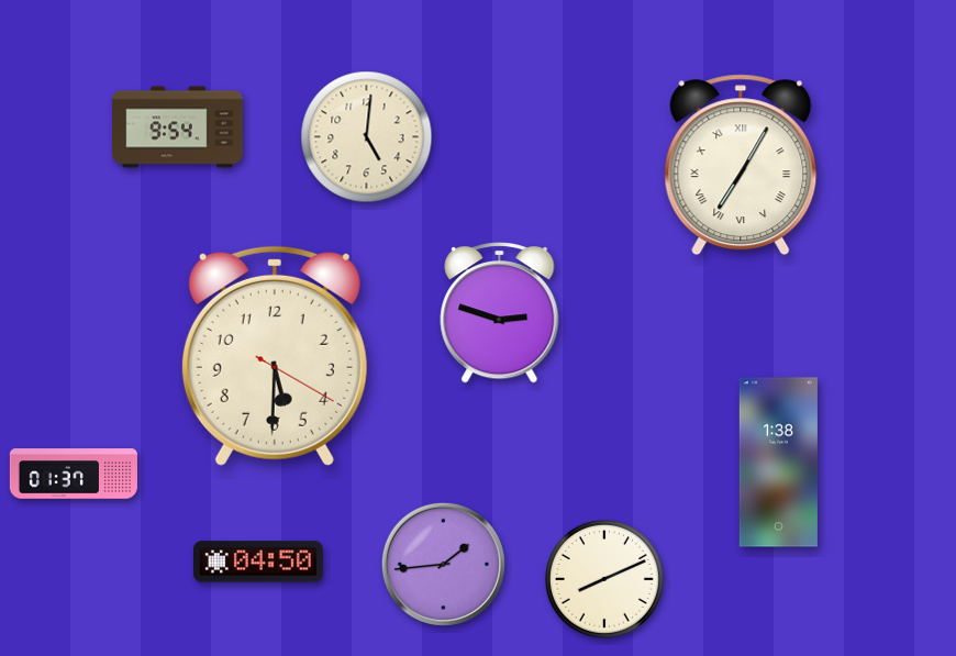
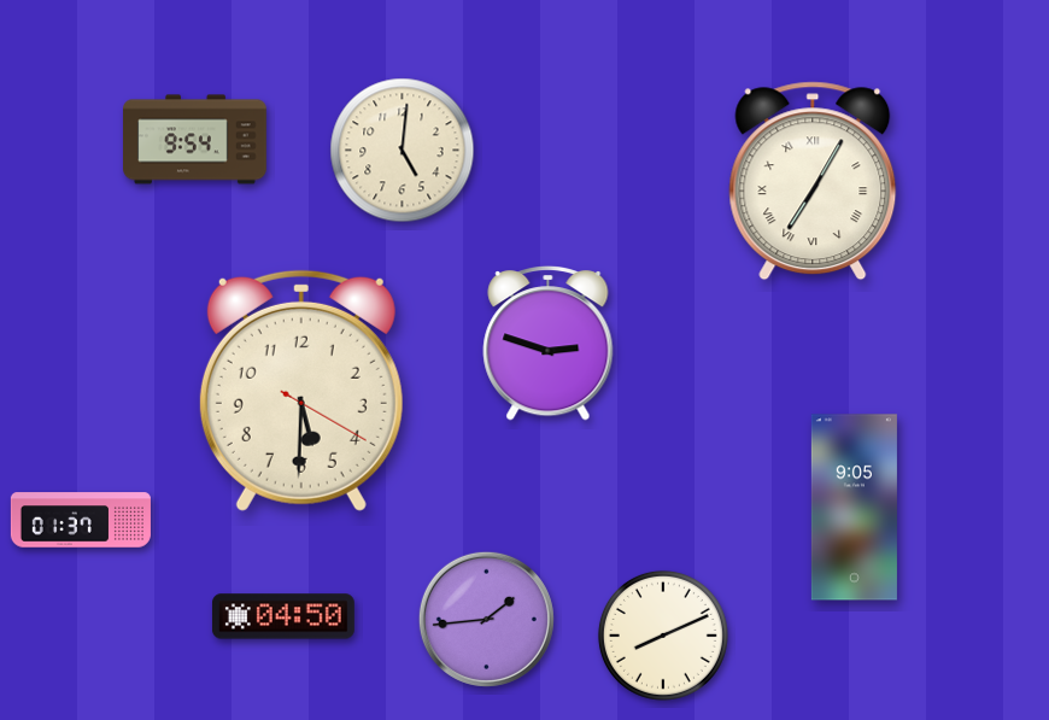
clock at (778, 463): 1:38 -> 9:05
